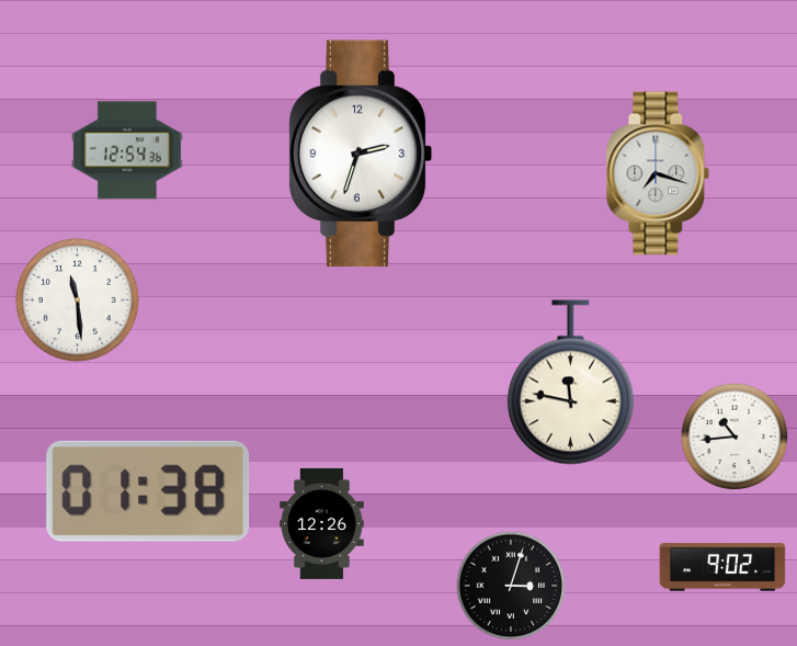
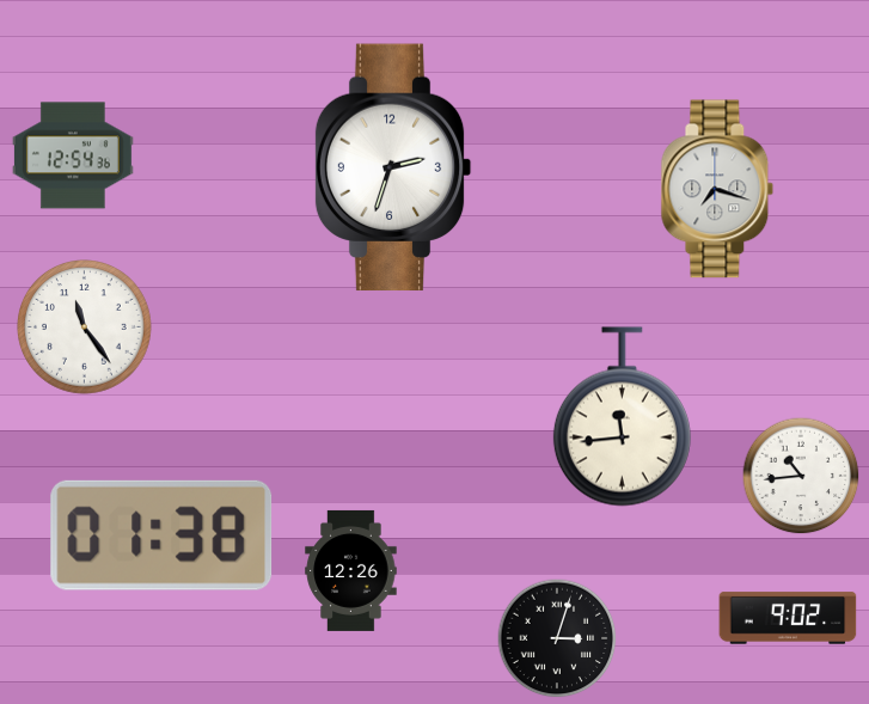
clock at (127, 150) position: (127, 150) -> (73, 155)
clock at (78, 301): 11:29 -> 11:24
clock at (570, 383): 11:47 -> 11:44
